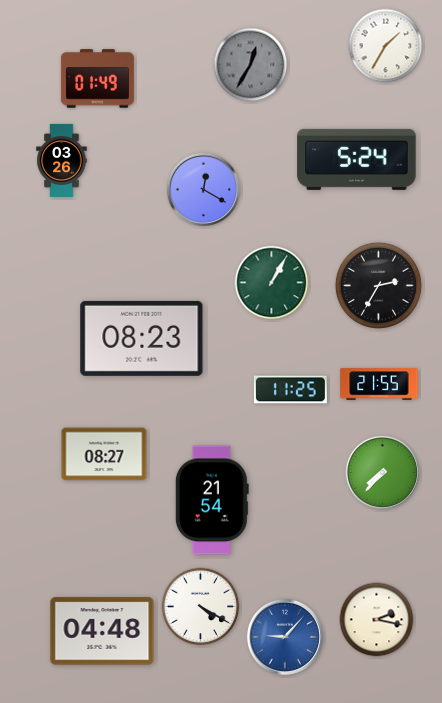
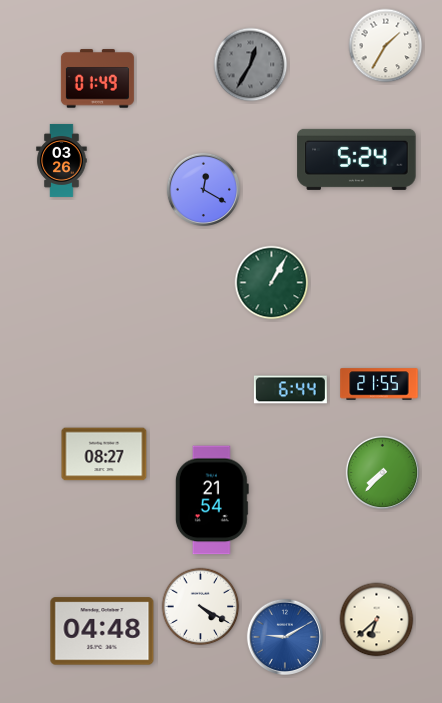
clock at (378, 285): 2:35 -> none
clock at (142, 338): 08:23 -> none
clock at (290, 390): 11:25 -> 6:44
clock at (377, 620): 2:17 -> 6:38
clock at (285, 637): 9:07 -> 9:10
